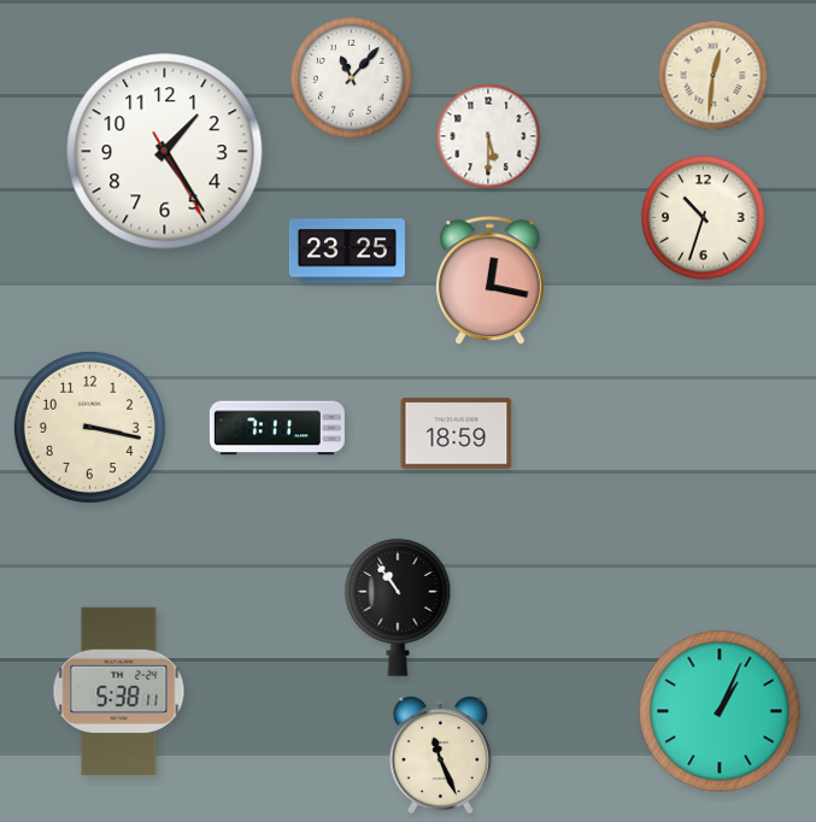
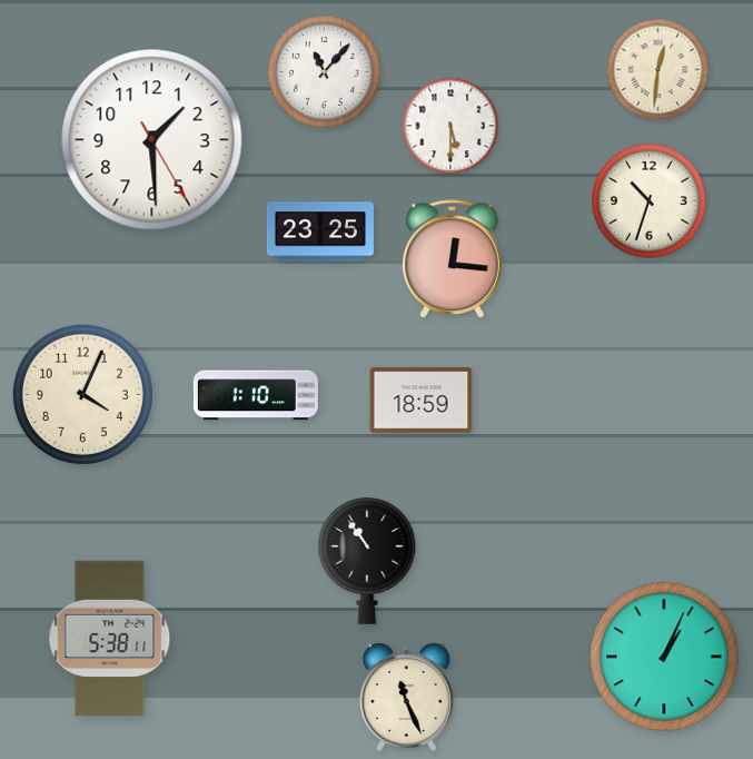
clock at (165, 152): 1:24 -> 1:29
clock at (489, 281): 12:17 -> 12:16
clock at (89, 427): 3:17 -> 4:04
clock at (277, 428): 7:11 -> 1:10
